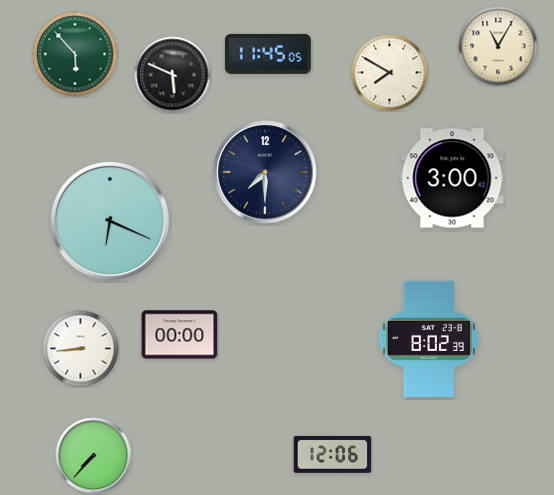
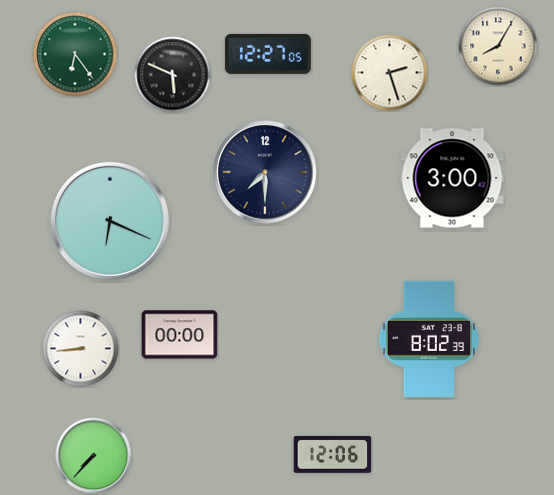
clock at (498, 46): 11:05 -> 8:05
clock at (75, 54): 5:53 -> 6:24
clock at (268, 54): 11:45 -> 12:27
clock at (390, 73): 7:50 -> 2:27
